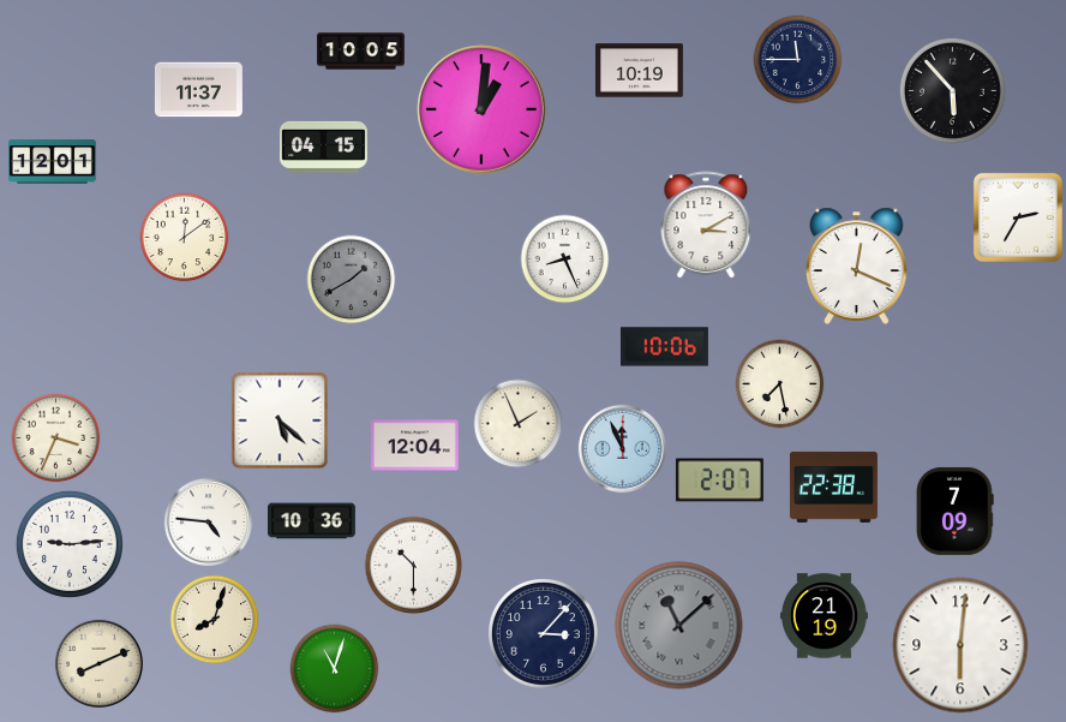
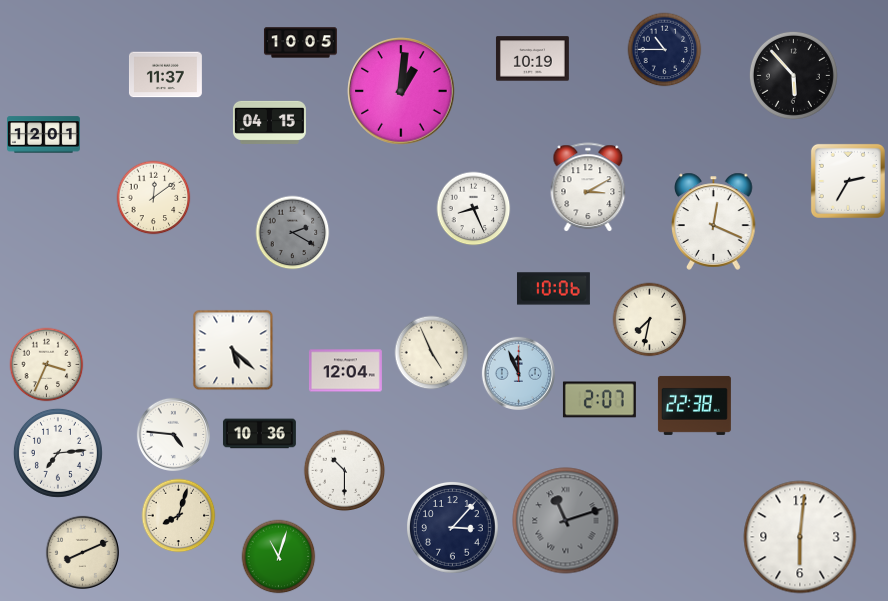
clock at (798, 60): 11:45 -> 10:45
clock at (565, 259) position: (565, 259) -> (474, 209)
clock at (352, 280): 1:40 -> 2:20
clock at (780, 384): 7:28 -> 7:32
clock at (519, 424): 1:56 -> 4:56
clock at (956, 511): 7:09 -> none
clock at (70, 544): 9:14 -> 7:14
clock at (824, 616): 21:19 -> none
clock at (679, 626): 11:08 -> 11:12
